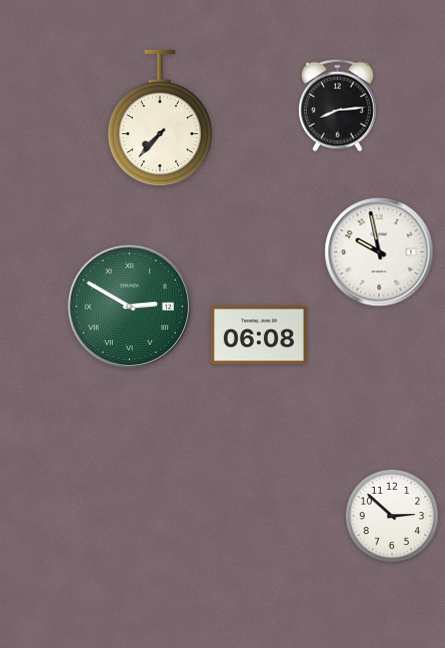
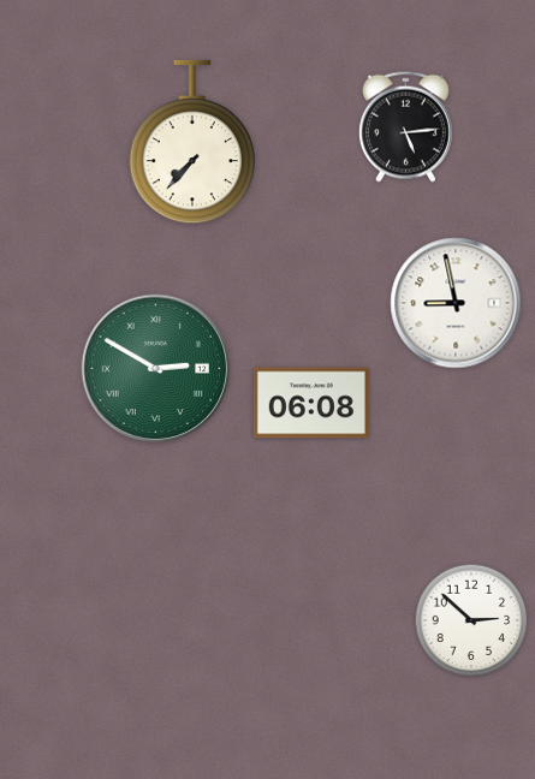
clock at (337, 105): 8:14 -> 5:14
clock at (379, 252): 9:58 -> 8:58
